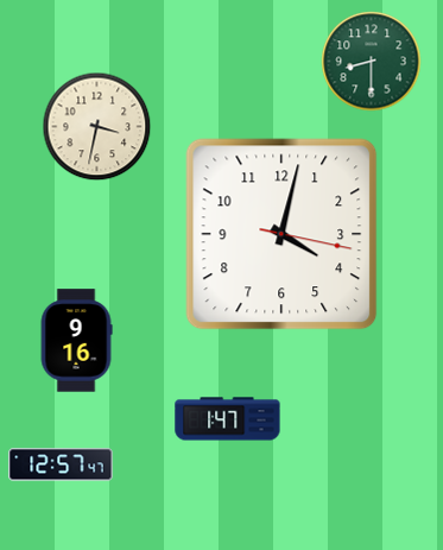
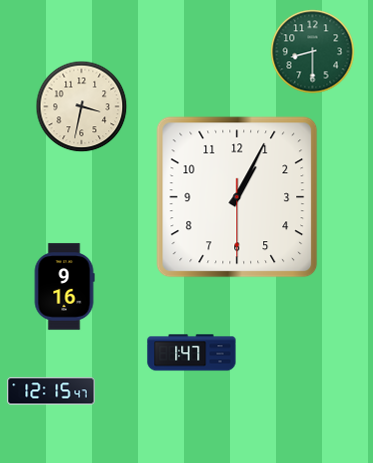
clock at (281, 234): 4:02 -> 1:04
clock at (61, 464): 12:57 -> 12:15
